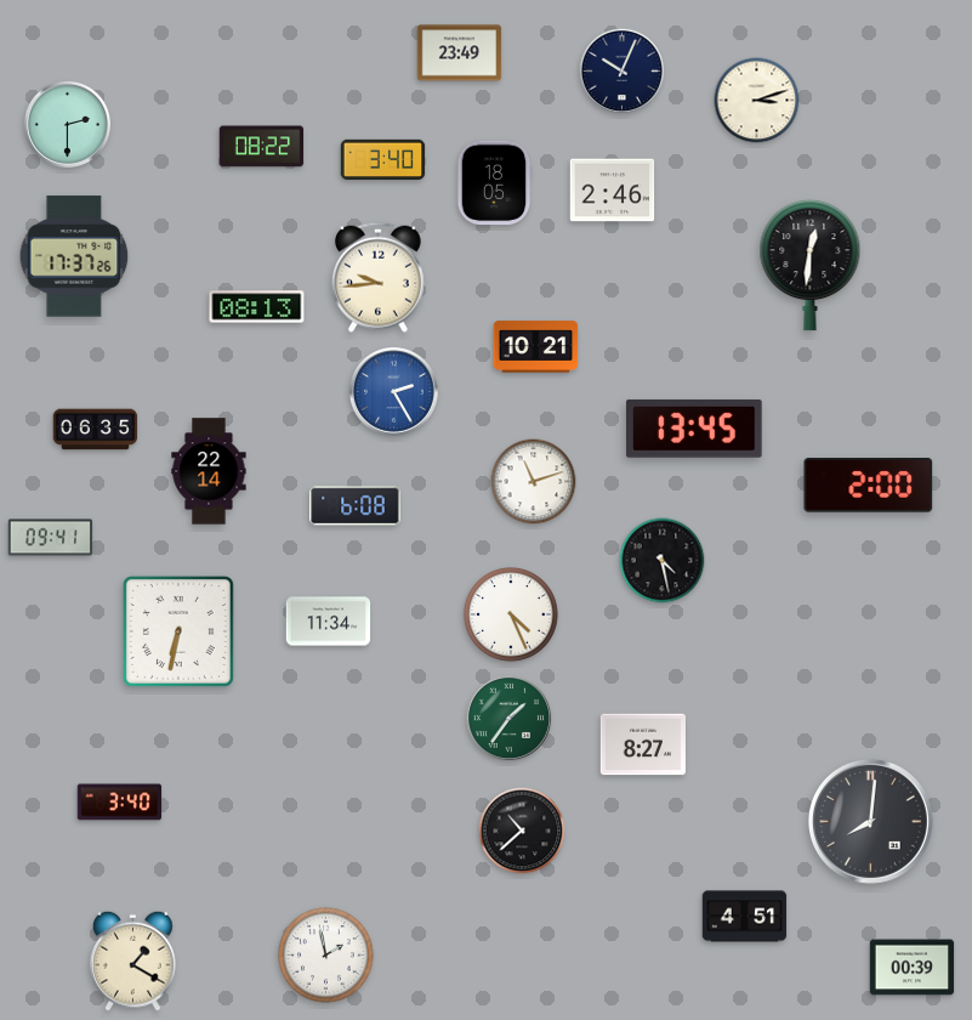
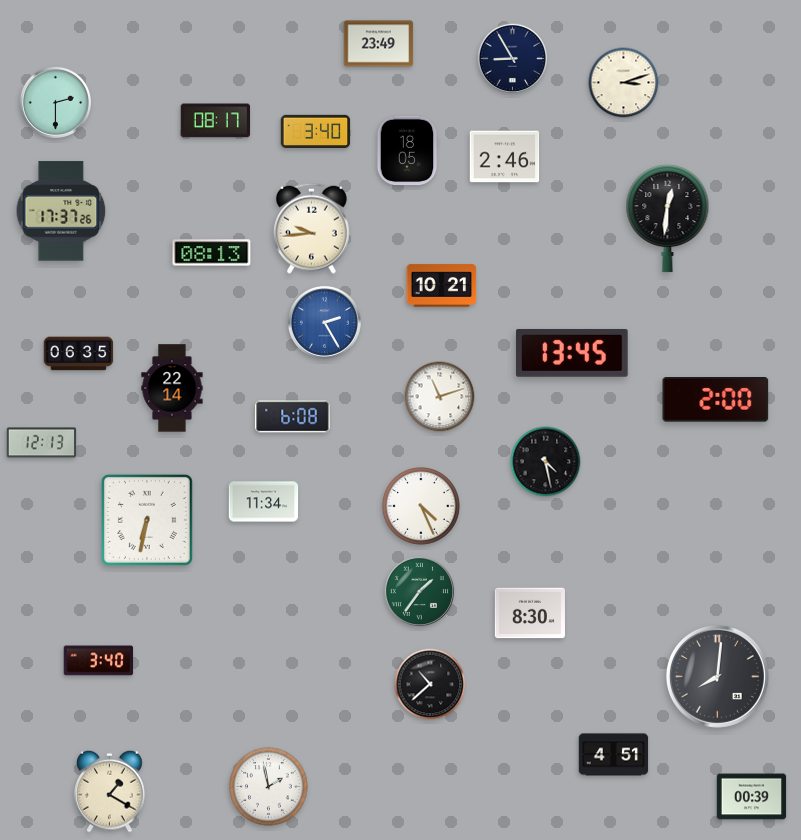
clock at (621, 70): 10:04 -> 8:55
clock at (262, 147): 08:22 -> 08:17
clock at (51, 538): 09:41 -> 12:13
clock at (329, 622) position: (329, 622) -> (264, 502)
clock at (642, 744): 8:27 -> 8:30
